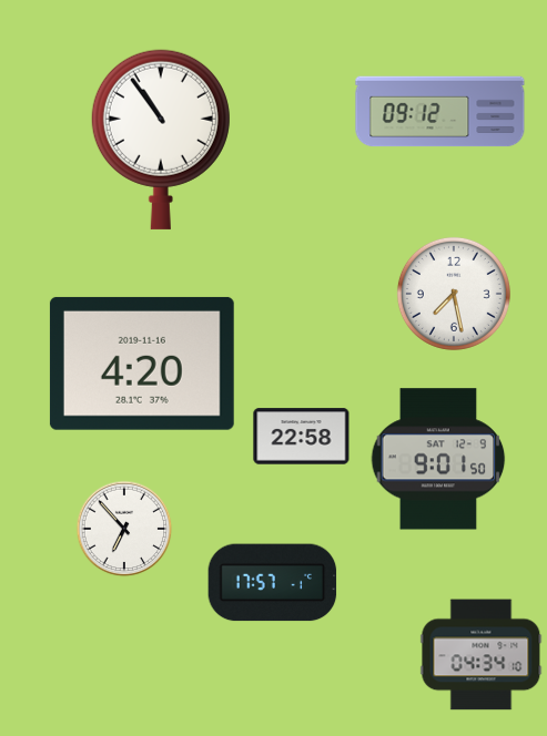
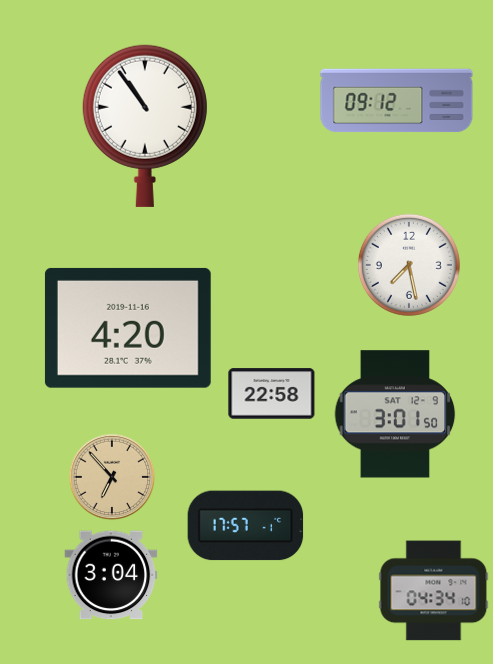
clock at (438, 459): 9:01 -> 3:01
clock at (124, 529) dial: white -> champagne
clock at (111, 575): none -> 3:04
